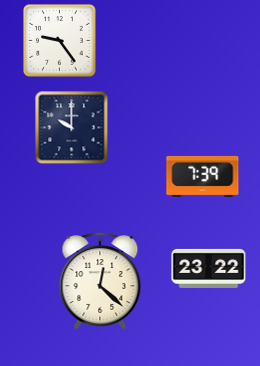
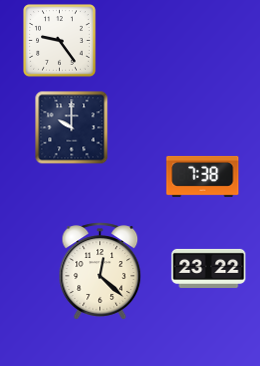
clock at (203, 176): 7:39 -> 7:38
clock at (100, 281) position: (100, 281) -> (100, 271)
